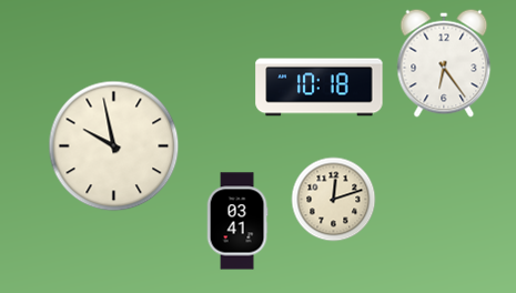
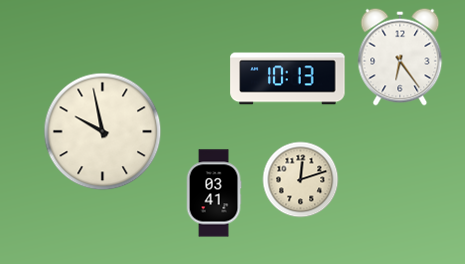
clock at (320, 88): 10:18 -> 10:13
clock at (237, 221) position: (237, 221) -> (214, 193)
